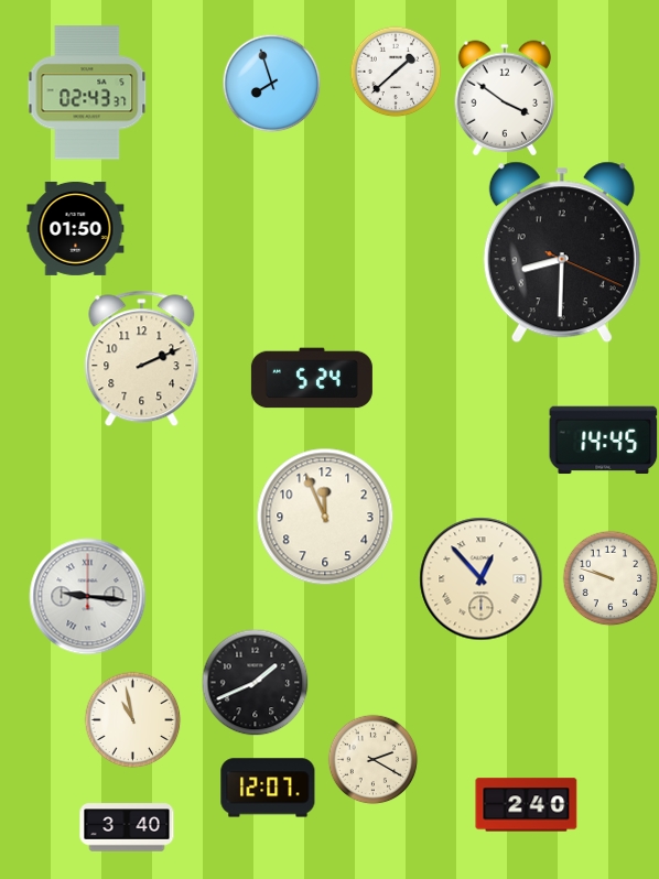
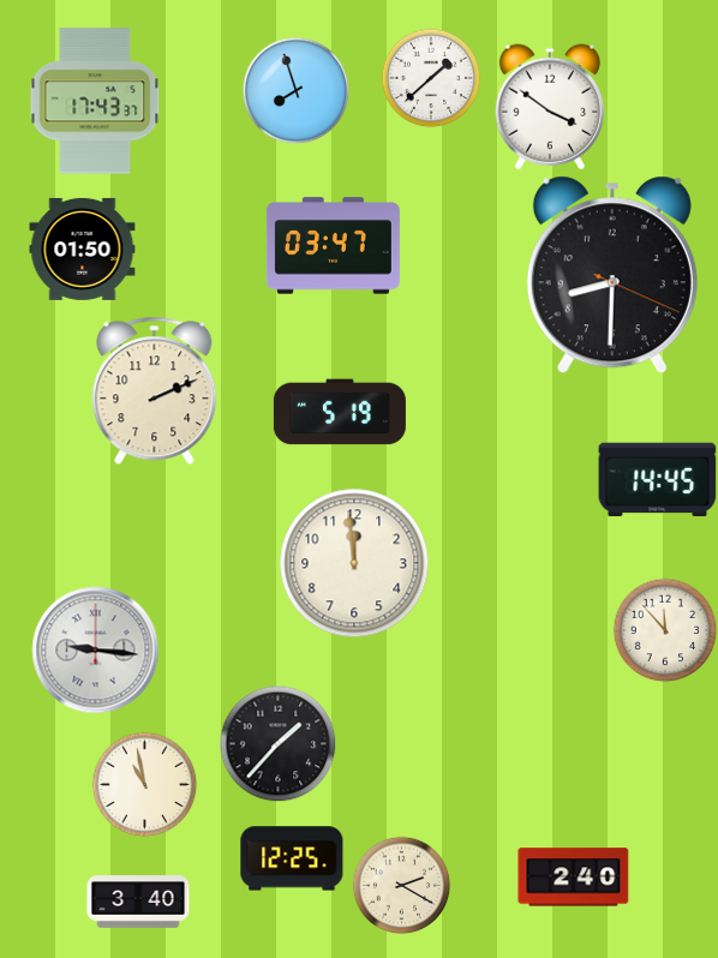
clock at (87, 93): 02:43 -> 17:43
clock at (333, 246): none -> 03:47
clock at (312, 378): 5:24 -> 5:19
clock at (325, 517): 11:56 -> 11:59
clock at (611, 578): 9:48 -> 11:53
clock at (482, 579): 12:53 -> none
clock at (255, 682): 1:41 -> 1:37
clock at (372, 759) position: (372, 759) -> (401, 885)
clock at (268, 788): 12:07 -> 12:25
